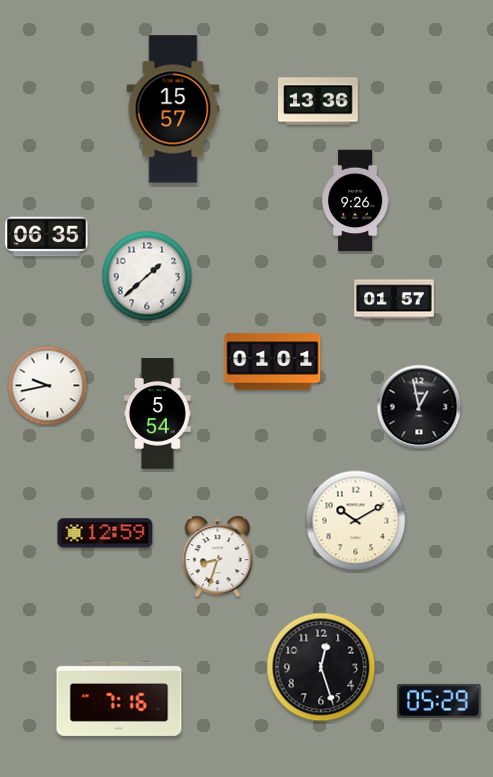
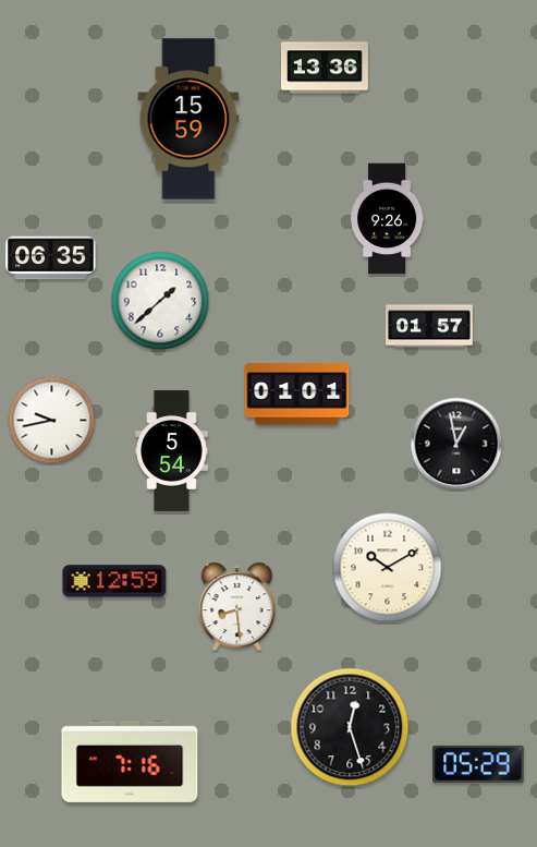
clock at (319, 101) position: (319, 101) -> (326, 68)
clock at (173, 109): 15:57 -> 15:59
clock at (218, 557): 8:33 -> 8:29
